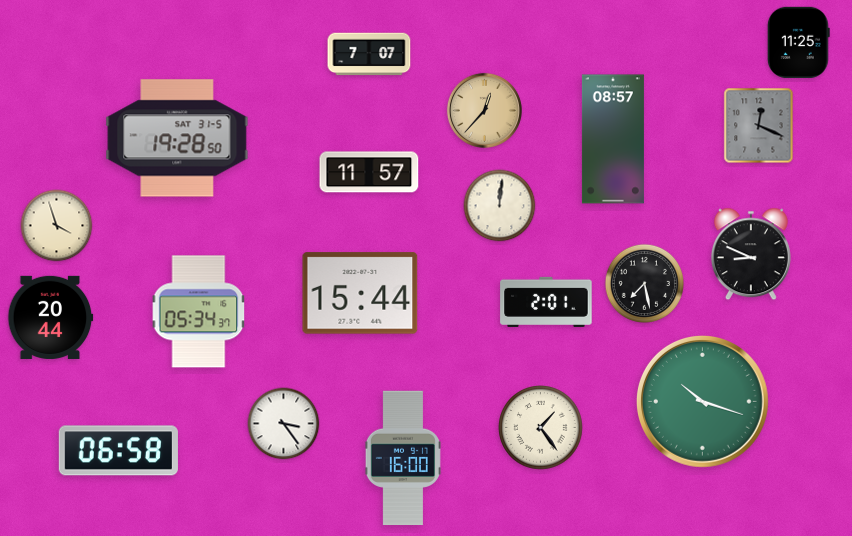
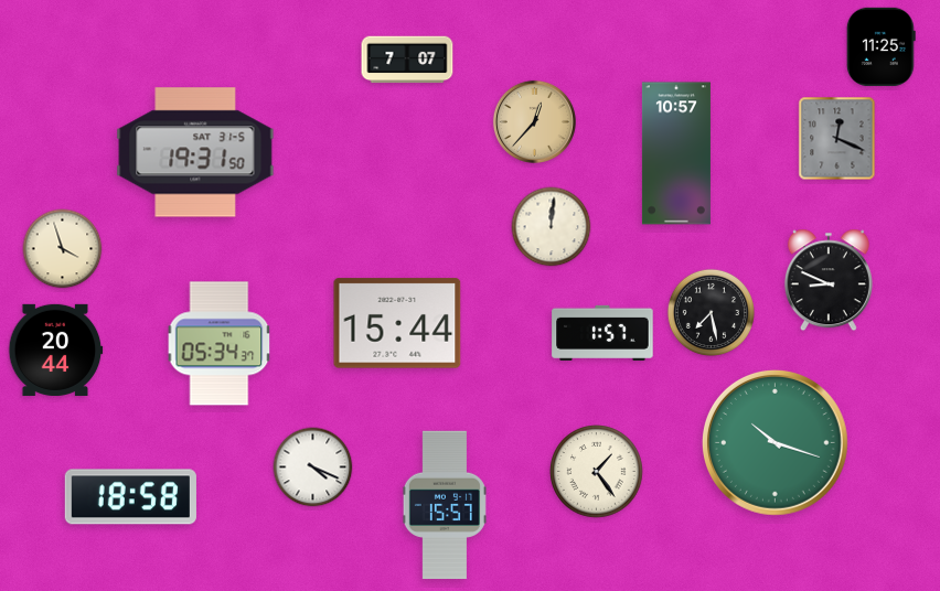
clock at (177, 138): 19:28 -> 19:31
clock at (613, 139): 08:57 -> 10:57
clock at (369, 172): 11:57 -> none
clock at (546, 302): 2:01 -> 1:57
clock at (284, 424): 3:24 -> 4:19
clock at (118, 451): 06:58 -> 18:58
clock at (403, 458): 16:00 -> 15:57
